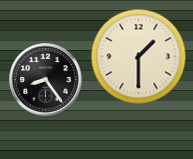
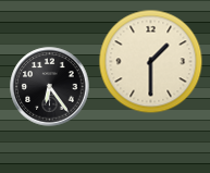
clock at (46, 80): 8:24 -> 6:24
